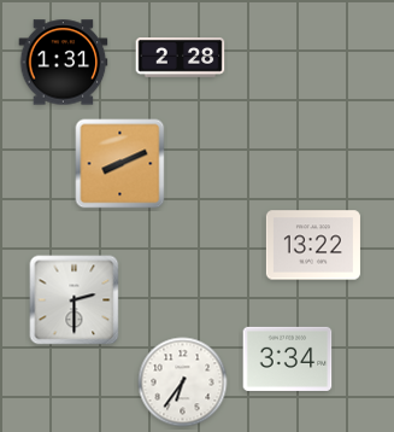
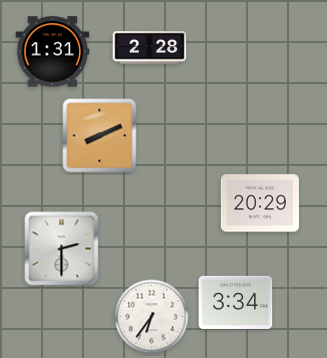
clock at (313, 245): 13:22 -> 20:29
clock at (288, 358) position: (288, 358) -> (236, 302)
